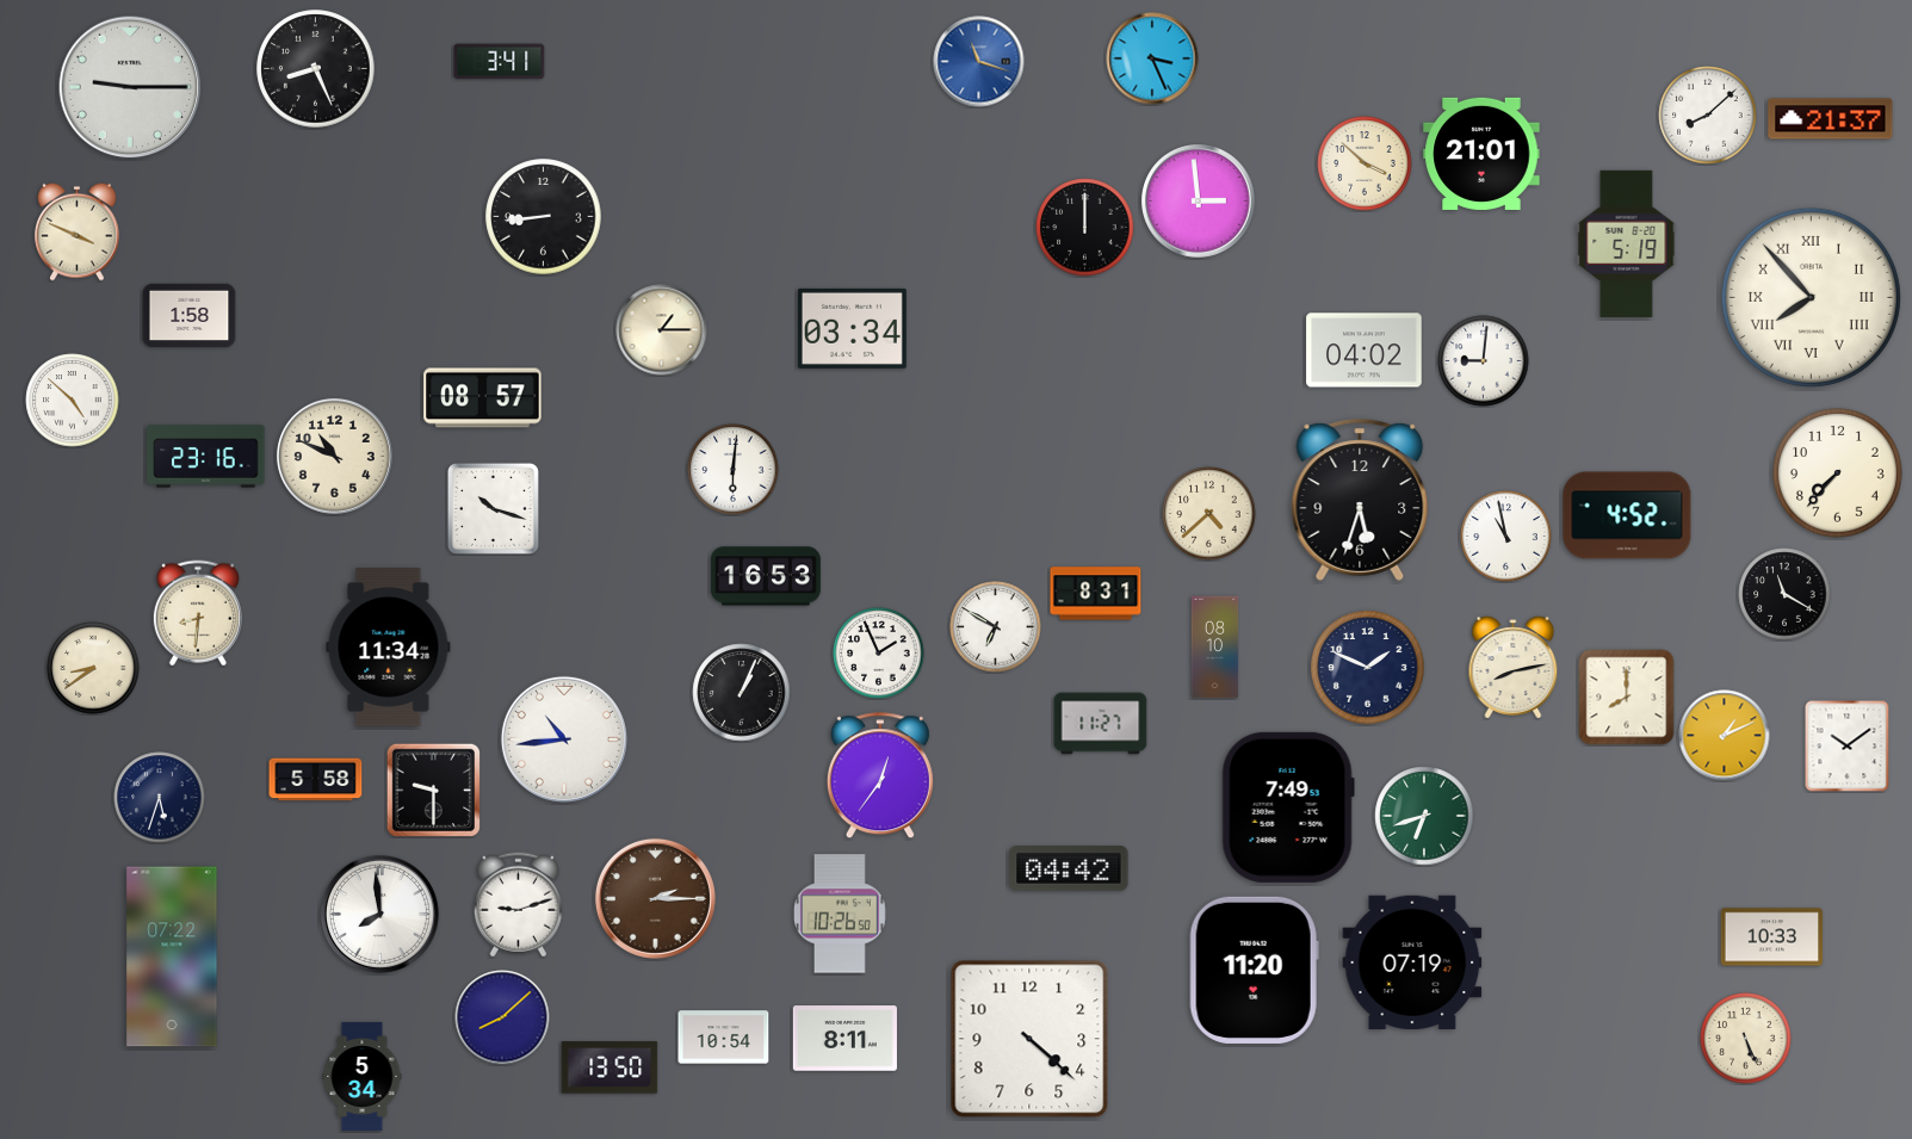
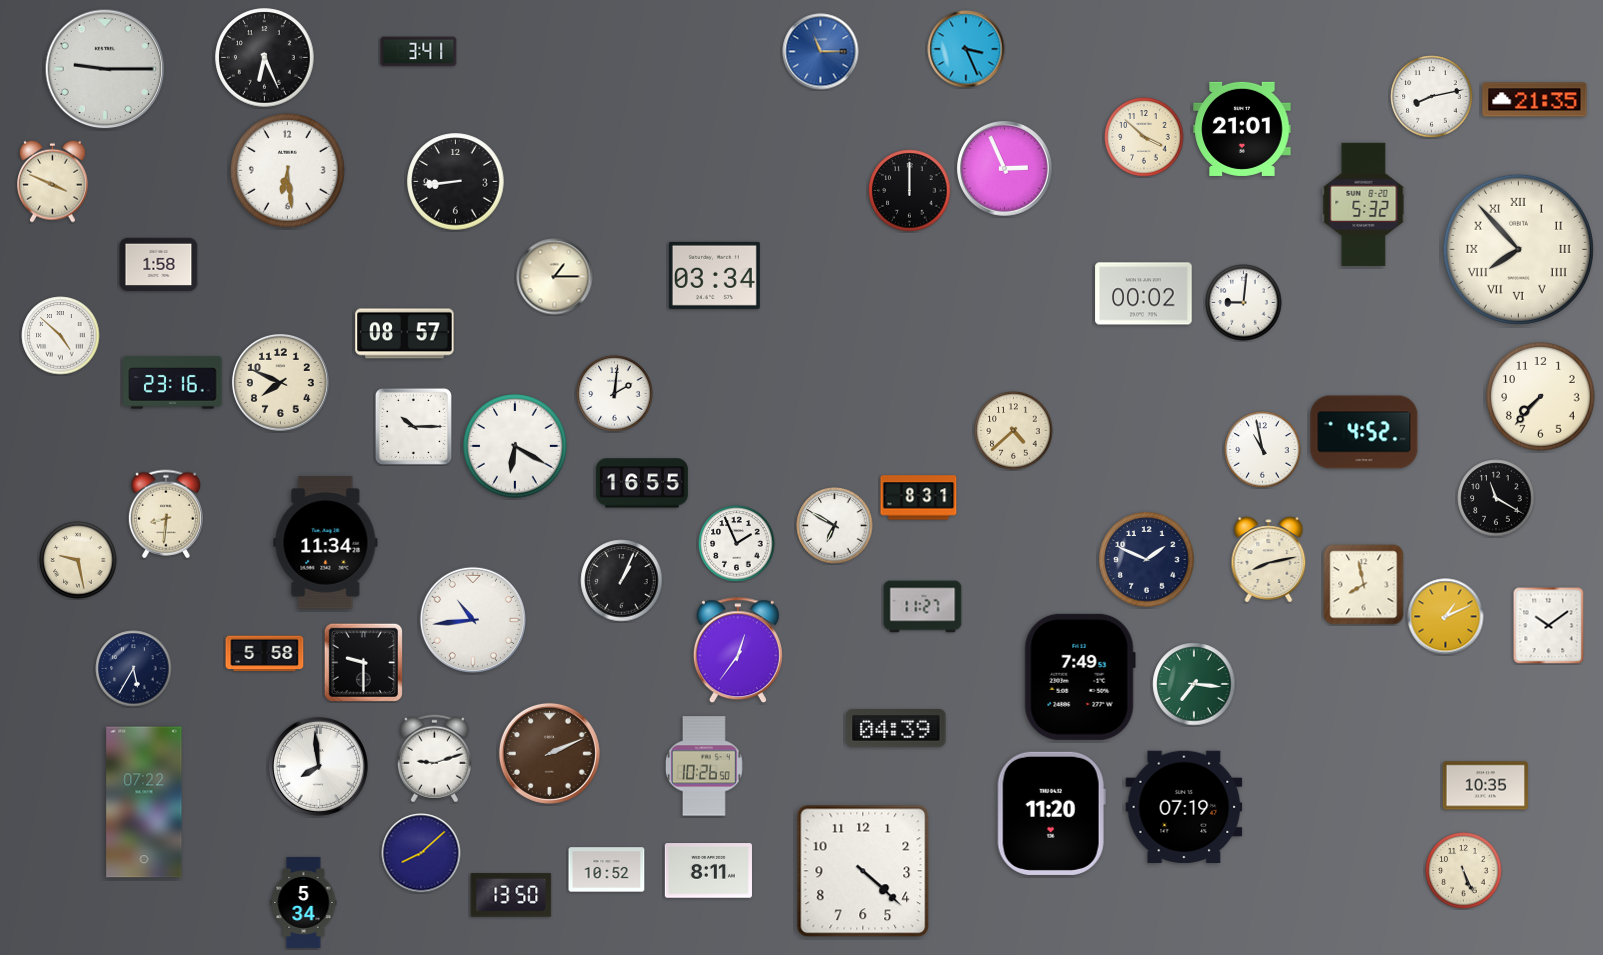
clock at (979, 62): 11:18 -> 11:15
clock at (316, 69): 8:26 -> 6:26
clock at (130, 87) position: (130, 87) -> (105, 69)
clock at (1708, 116): 8:08 -> 8:13
clock at (1831, 119): 21:37 -> 21:35
clock at (1199, 202): 2:59 -> 2:56
clock at (288, 171): none -> 6:29
clock at (78, 231) position: (78, 231) -> (53, 181)
clock at (1627, 243): 5:19 -> 5:32
clock at (1365, 351): 04:02 -> 00:02
clock at (334, 456): 10:49 -> 7:49
clock at (734, 470): 6:01 -> 2:01
clock at (1360, 500): 5:33 -> none
clock at (493, 508): 10:18 -> 10:15
clock at (515, 446): none -> 6:20
clock at (766, 576): 16:53 -> 16:55
clock at (1215, 648): 08:10 -> none
clock at (879, 654) position: (879, 654) -> (737, 544)
clock at (93, 668): 8:39 -> 9:28
clock at (1627, 698): 8:00 -> 7:58
clock at (160, 798): 5:33 -> 5:35
clock at (1424, 816): 6:42 -> 7:16
clock at (1069, 868): 04:42 -> 04:39
clock at (655, 898): 2:15 -> 2:11
clock at (1772, 937): 10:33 -> 10:35
clock at (724, 1038): 10:54 -> 10:52
